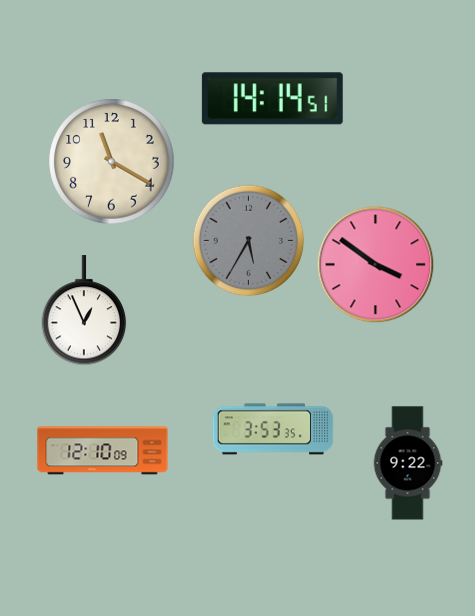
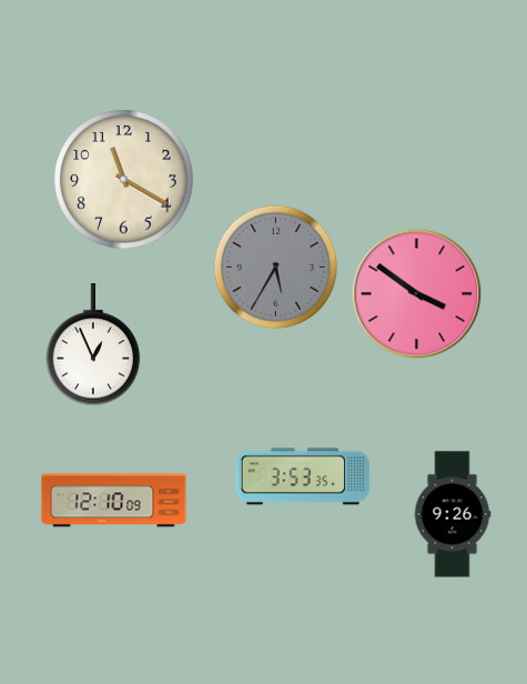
clock at (272, 99): 14:14 -> none
clock at (408, 463): 9:22 -> 9:26
